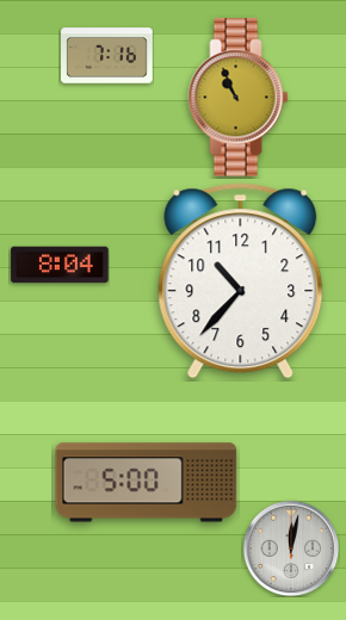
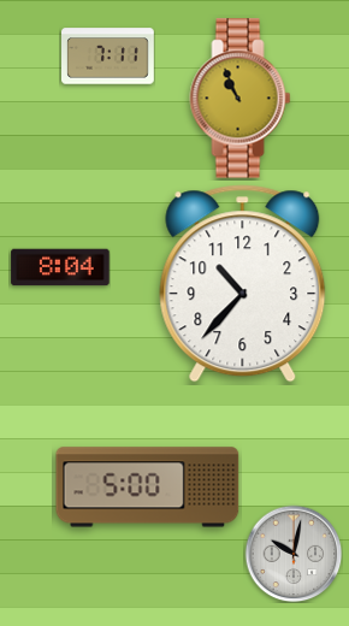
clock at (107, 56): 7:16 -> 7:11
clock at (291, 548): 12:02 -> 10:02
